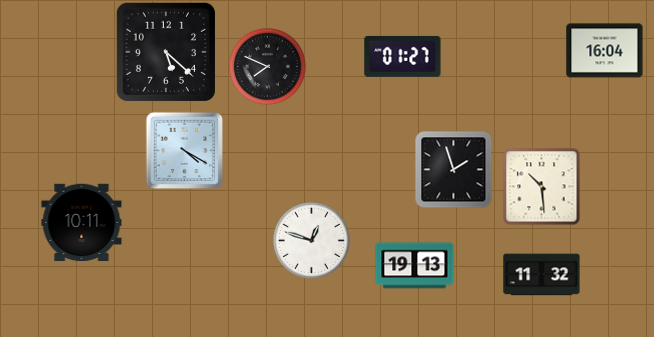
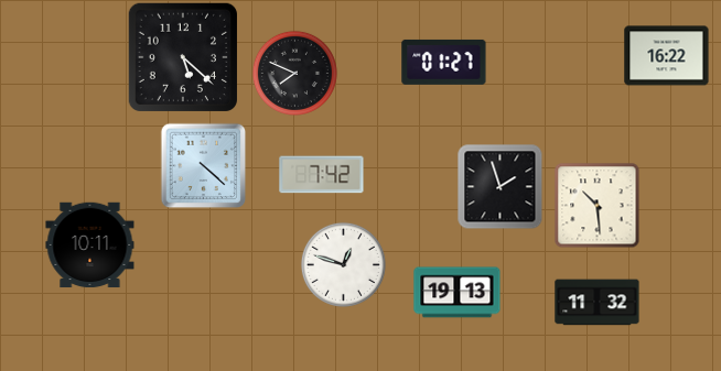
clock at (605, 51): 16:04 -> 16:22
clock at (184, 150): 4:20 -> 4:22
clock at (322, 175): none -> 7:42
